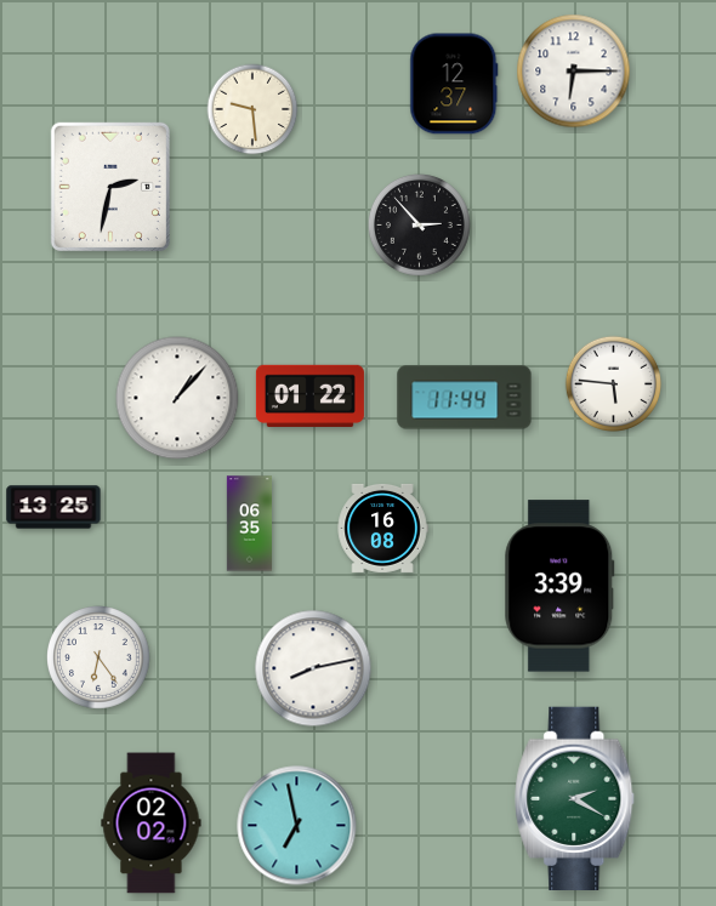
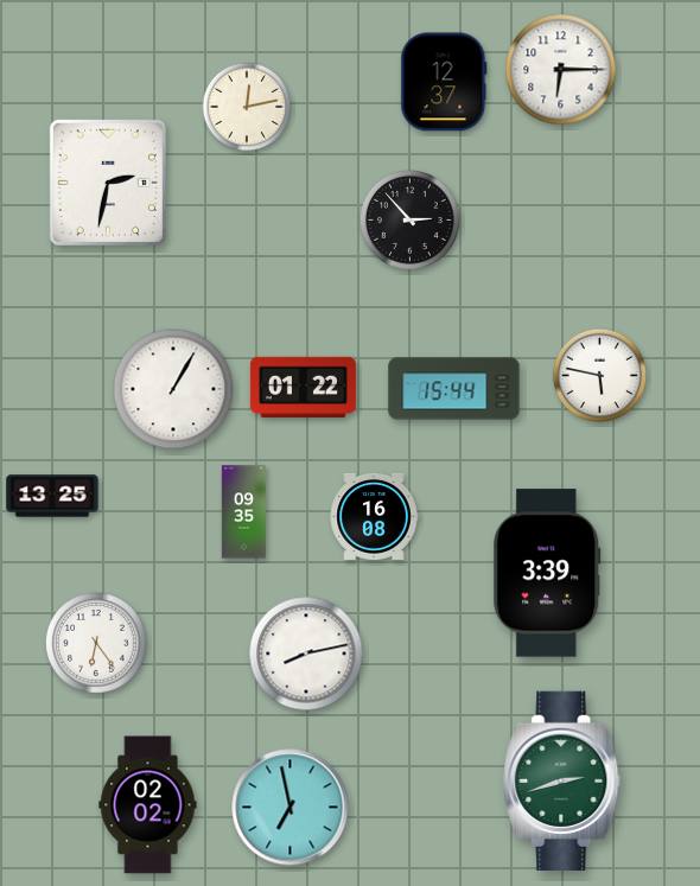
clock at (252, 109): 9:29 -> 12:13
clock at (613, 383): 5:46 -> 5:47
clock at (177, 398): 1:07 -> 1:05
clock at (465, 398): 11:44 -> 15:44
clock at (249, 524): 06:35 -> 09:35
clock at (575, 798): 2:20 -> 2:42
